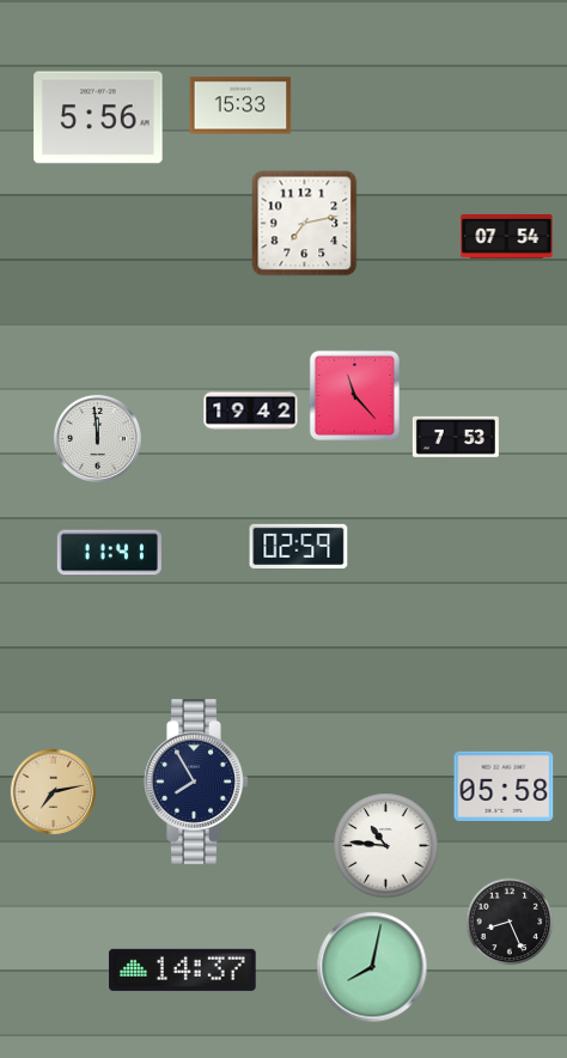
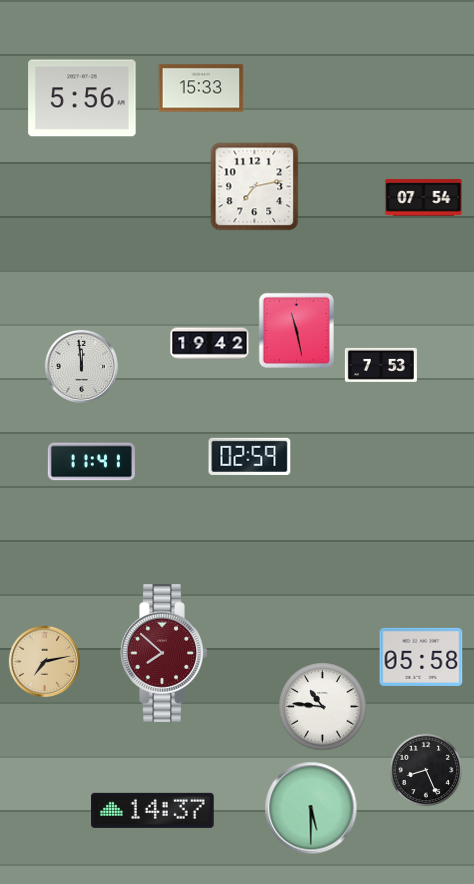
clock at (354, 395): 11:23 -> 11:28
clock at (196, 783): 7:55 -> 7:52
clock at (196, 783) dial: navy -> burgundy
clock at (372, 967): 8:02 -> 5:30
